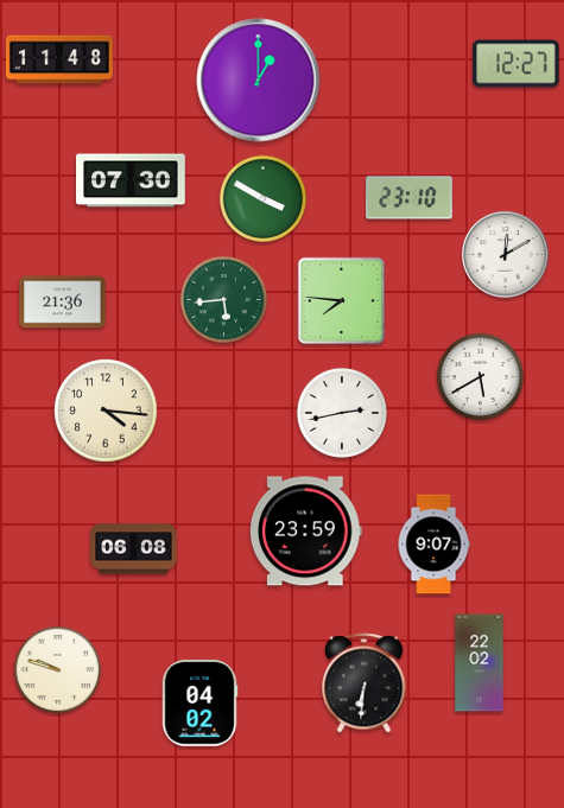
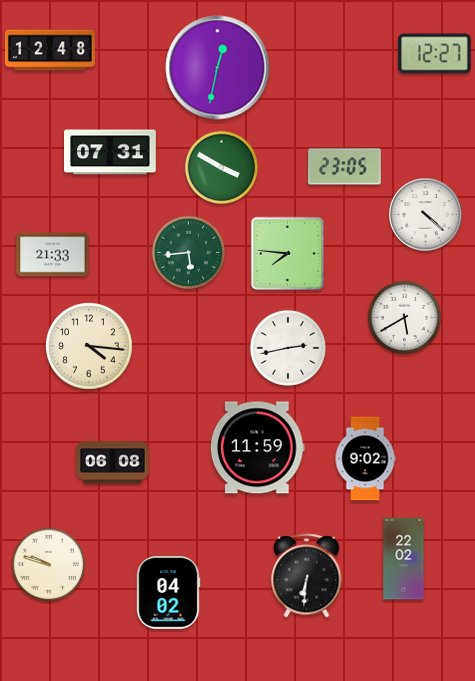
clock at (59, 59): 11:48 -> 12:48
clock at (259, 81): 1:00 -> 12:32
clock at (131, 180): 07:30 -> 07:31
clock at (410, 198): 23:10 -> 23:05
clock at (506, 255): 12:10 -> 4:22
clock at (63, 303): 21:36 -> 21:33
clock at (305, 532): 23:59 -> 11:59
clock at (433, 545): 9:07 -> 9:02
